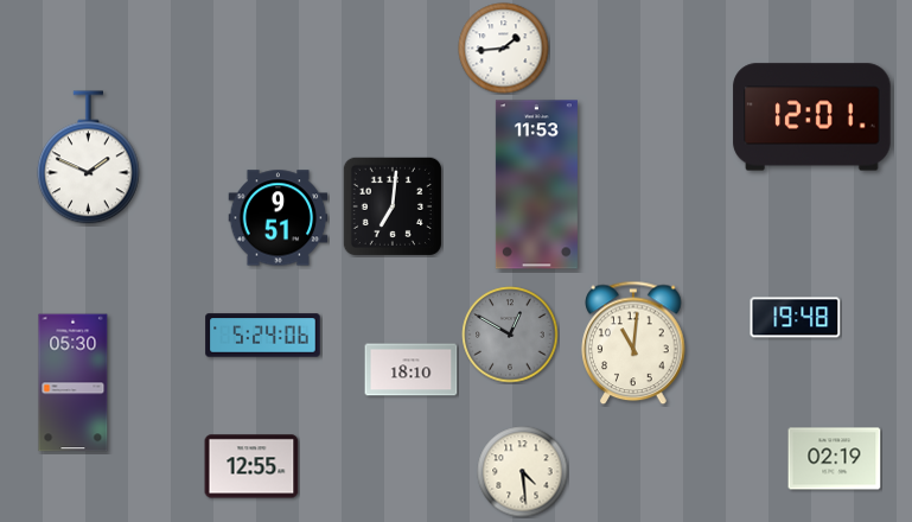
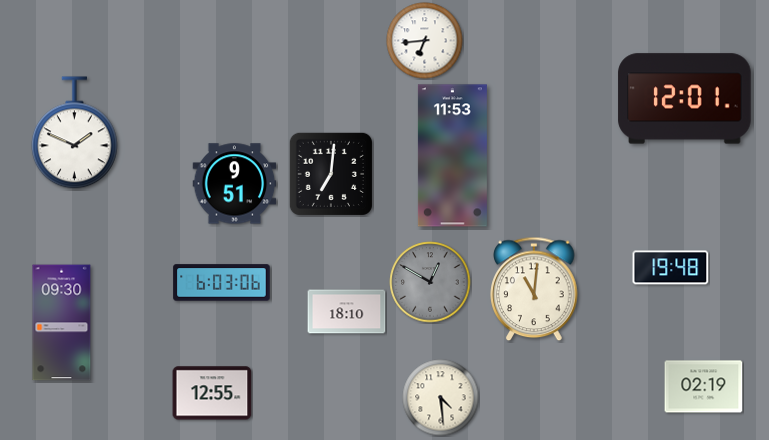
clock at (504, 49): 1:44 -> 6:44
clock at (263, 336): 5:24 -> 6:03
clock at (74, 383): 05:30 -> 09:30
